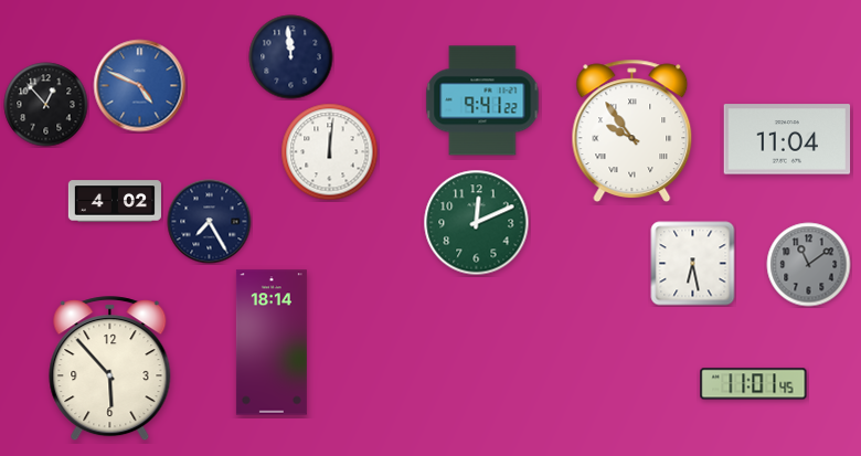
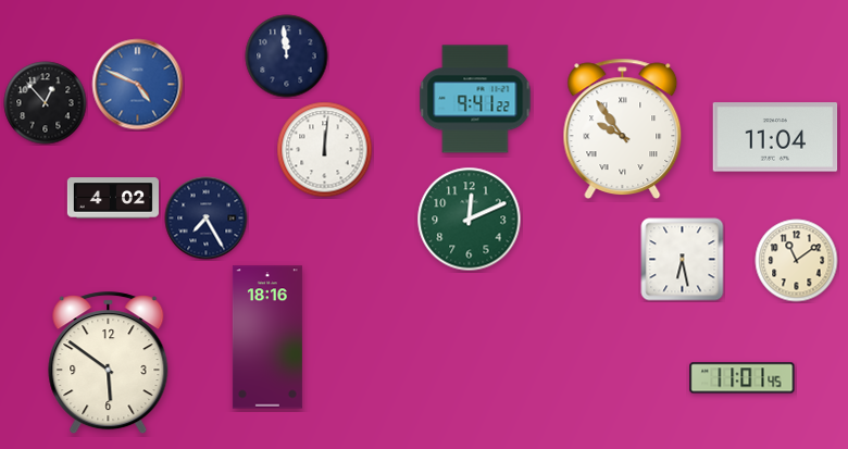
clock at (809, 265) dial: grey -> cream
clock at (272, 342): 18:14 -> 18:16
clock at (110, 369): 5:53 -> 5:51
